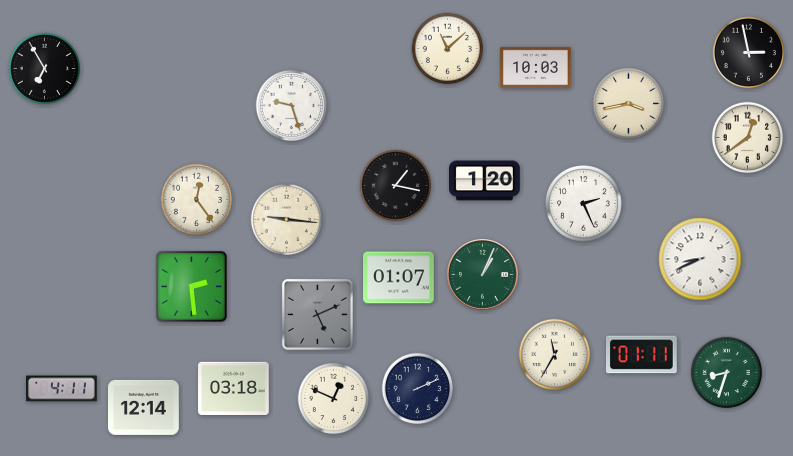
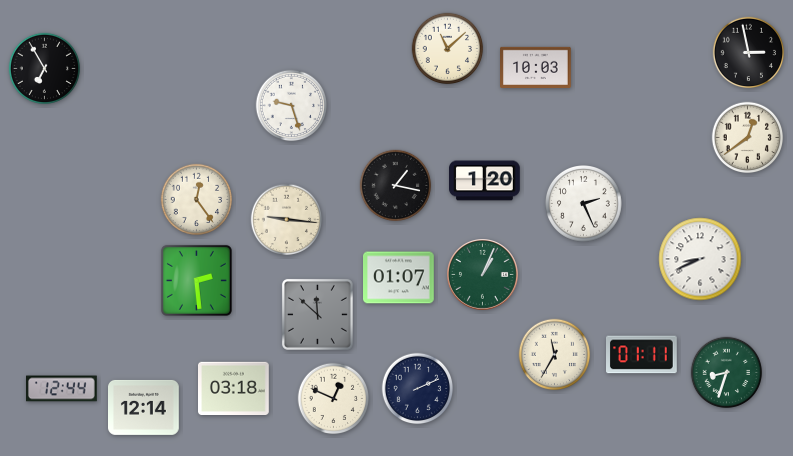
clock at (629, 104): 3:43 -> none
clock at (191, 286) position: (191, 286) -> (196, 280)
clock at (317, 314): 5:11 -> 11:52
clock at (62, 389): 4:11 -> 12:44
